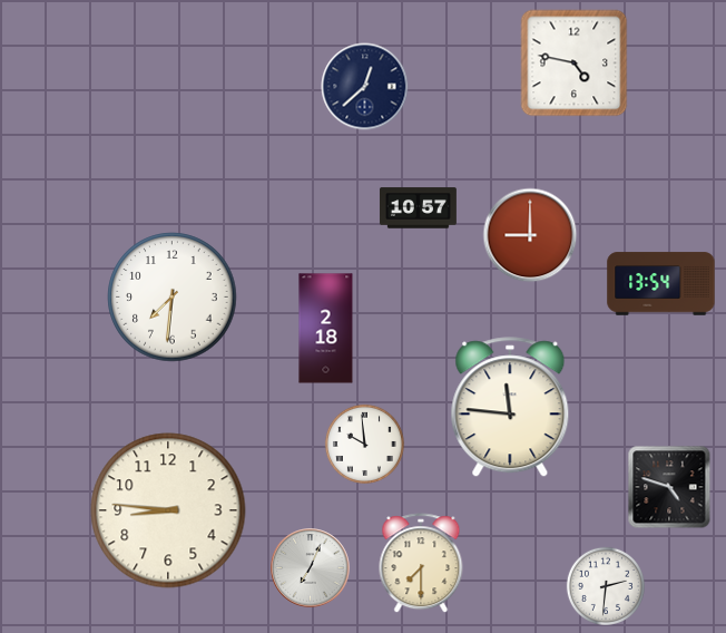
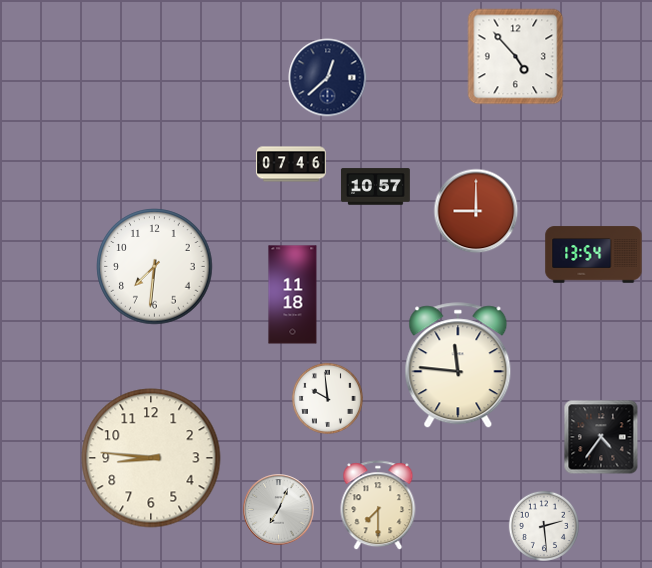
clock at (575, 64): 4:47 -> 4:53
clock at (291, 164): none -> 07:46
clock at (326, 329): 2:18 -> 11:18
clock at (669, 487): 4:48 -> 4:36
clock at (606, 586): 2:31 -> 2:29
